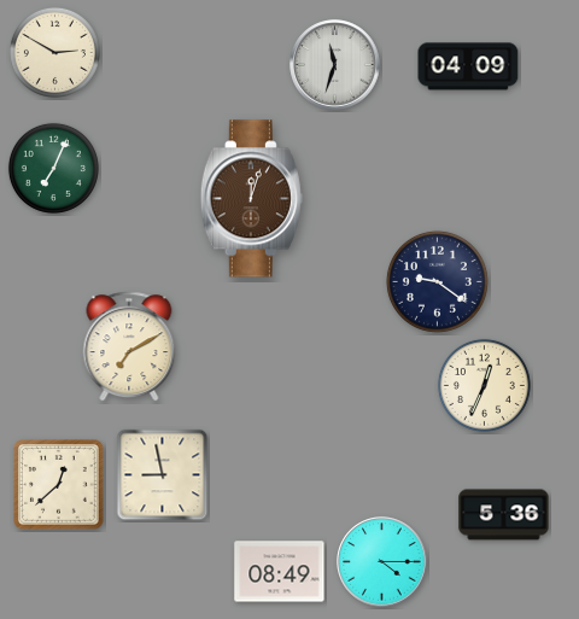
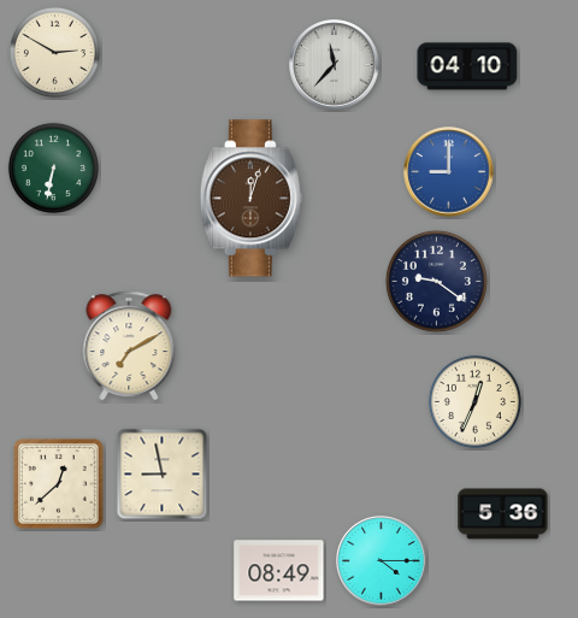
clock at (335, 65): 11:33 -> 11:37
clock at (468, 66): 04:09 -> 04:10
clock at (53, 168): 7:04 -> 6:32
clock at (449, 172): none -> 9:00
clock at (484, 385) position: (484, 385) -> (474, 401)
